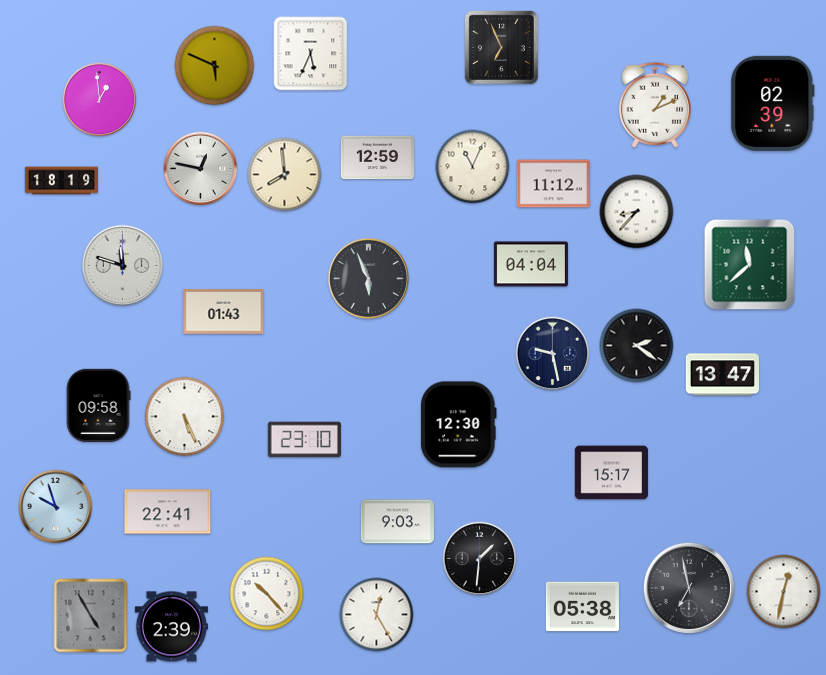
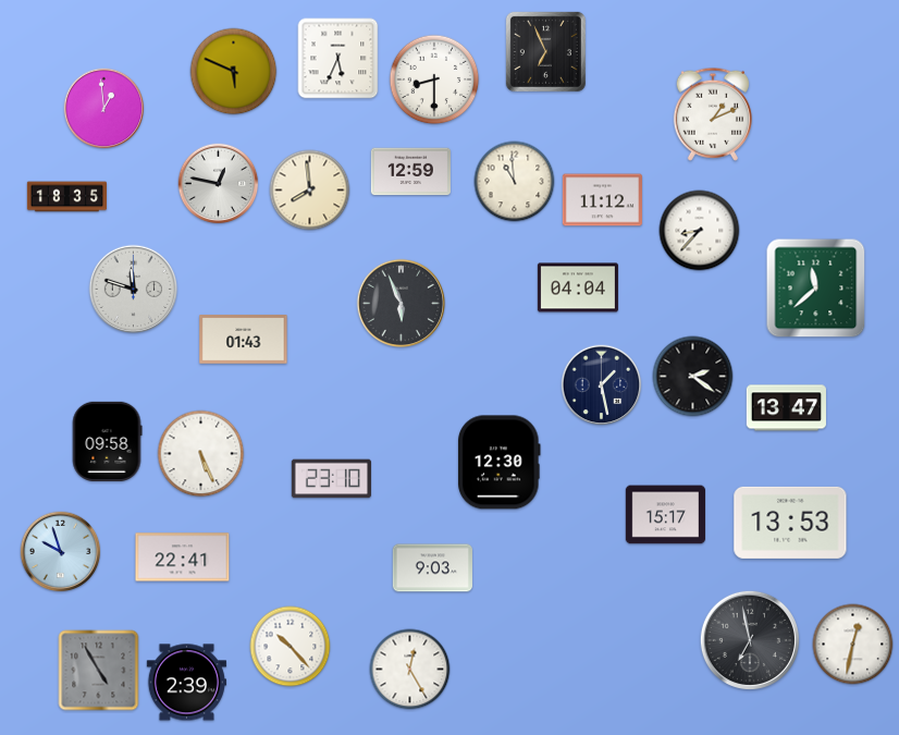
clock at (434, 79): none -> 8:30
clock at (100, 100) position: (100, 100) -> (104, 109)
clock at (773, 103): 02:39 -> none
clock at (473, 167): 11:04 -> 10:59
clock at (61, 181): 18:19 -> 18:35
clock at (637, 212) position: (637, 212) -> (700, 231)
clock at (553, 354): 9:28 -> 1:28
clock at (790, 523): none -> 13:53
clock at (480, 559): 1:31 -> none
clock at (582, 607): 05:38 -> none
